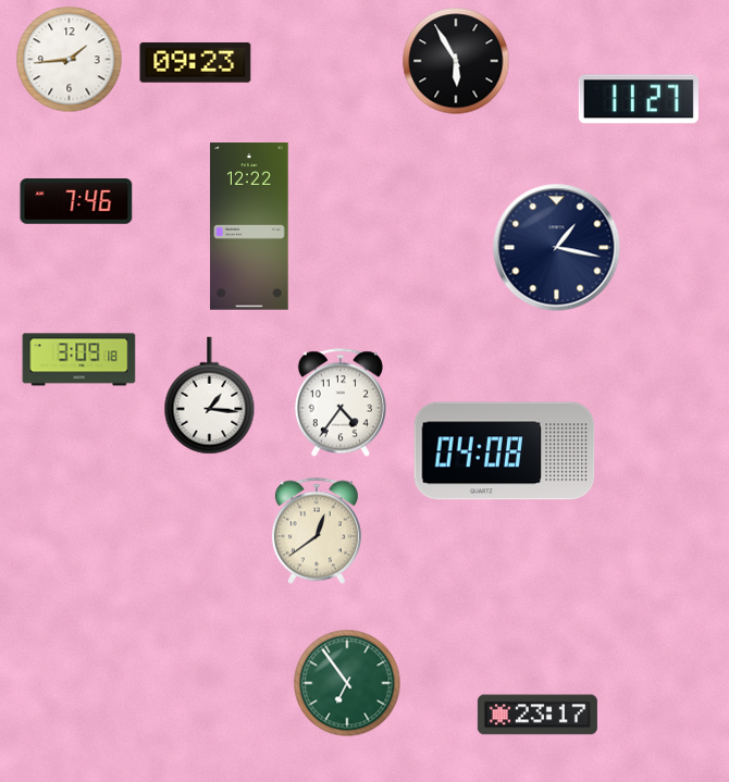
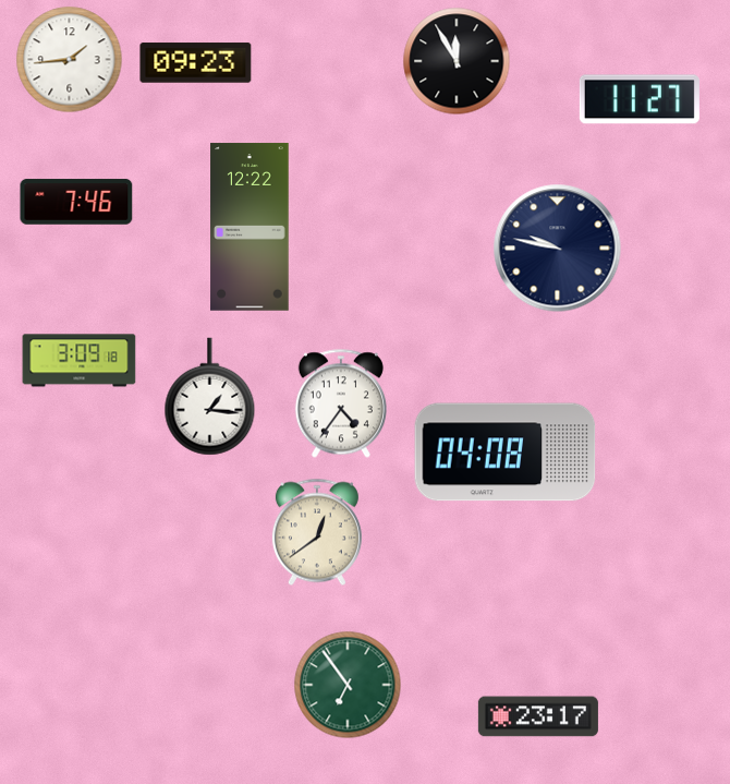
clock at (456, 61): 5:55 -> 11:55
clock at (557, 248): 1:17 -> 9:47
